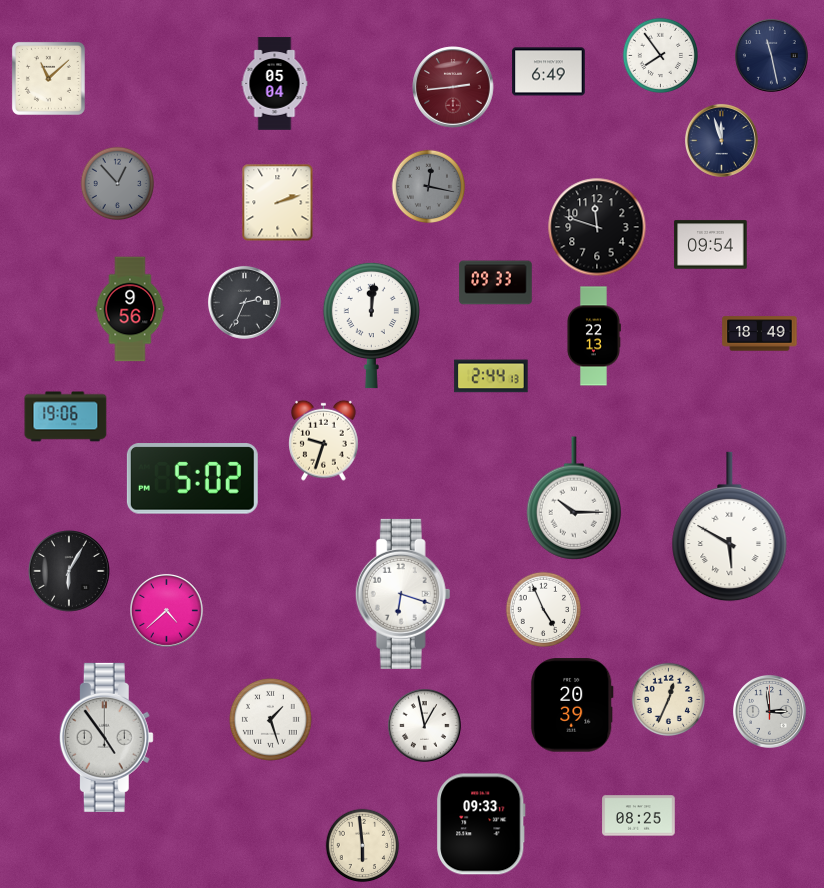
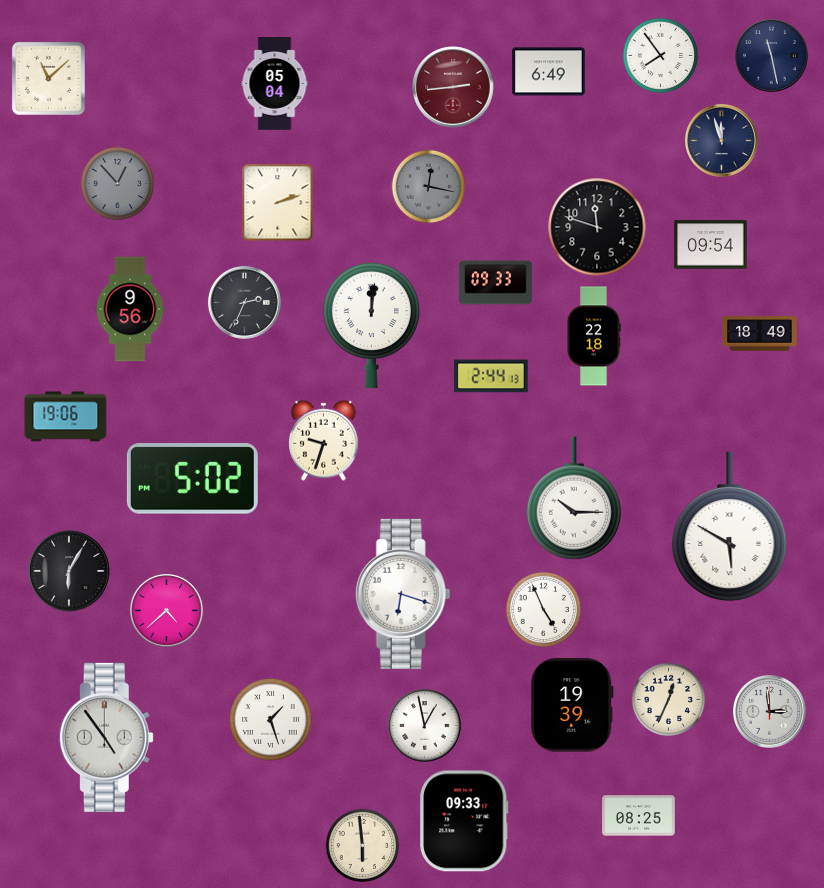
clock at (594, 336): 22:13 -> 22:18
clock at (572, 705): 20:39 -> 19:39
clock at (481, 824) position: (481, 824) -> (464, 821)
